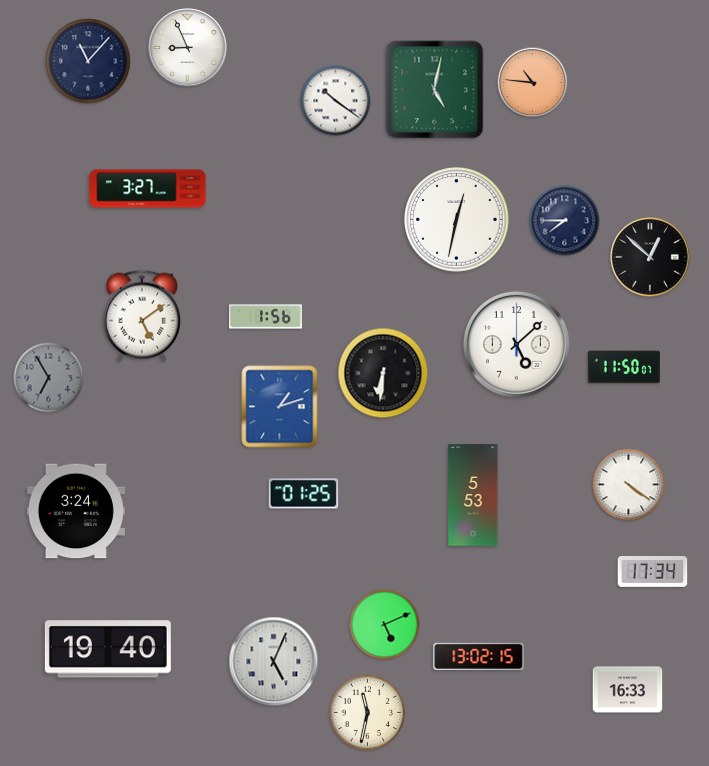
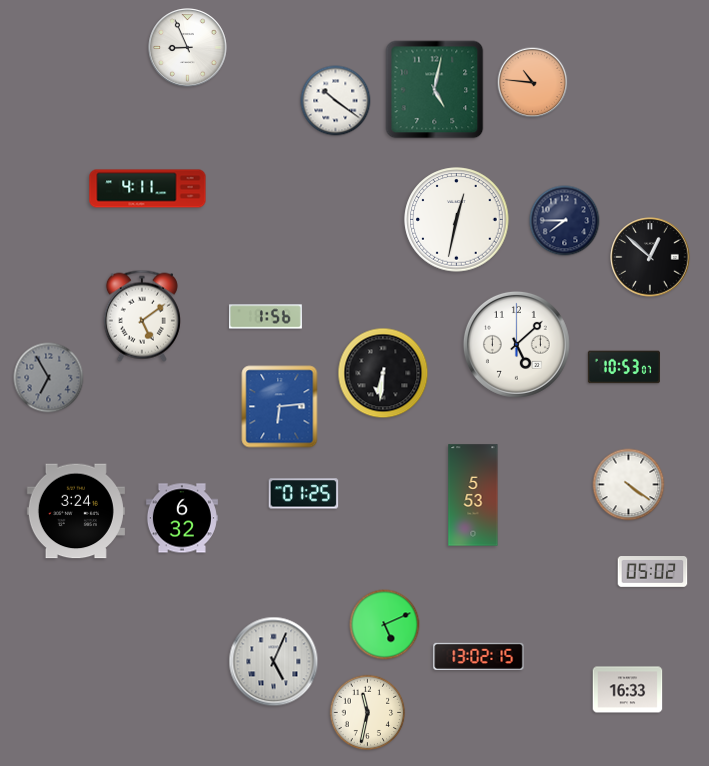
clock at (88, 61): 11:07 -> none
clock at (148, 189): 3:27 -> 4:11
clock at (624, 367): 11:50 -> 10:53
clock at (280, 407): 1:12 -> 6:14
clock at (182, 518): none -> 6:32
clock at (653, 572): 17:34 -> 05:02
clock at (108, 649): 19:40 -> none
